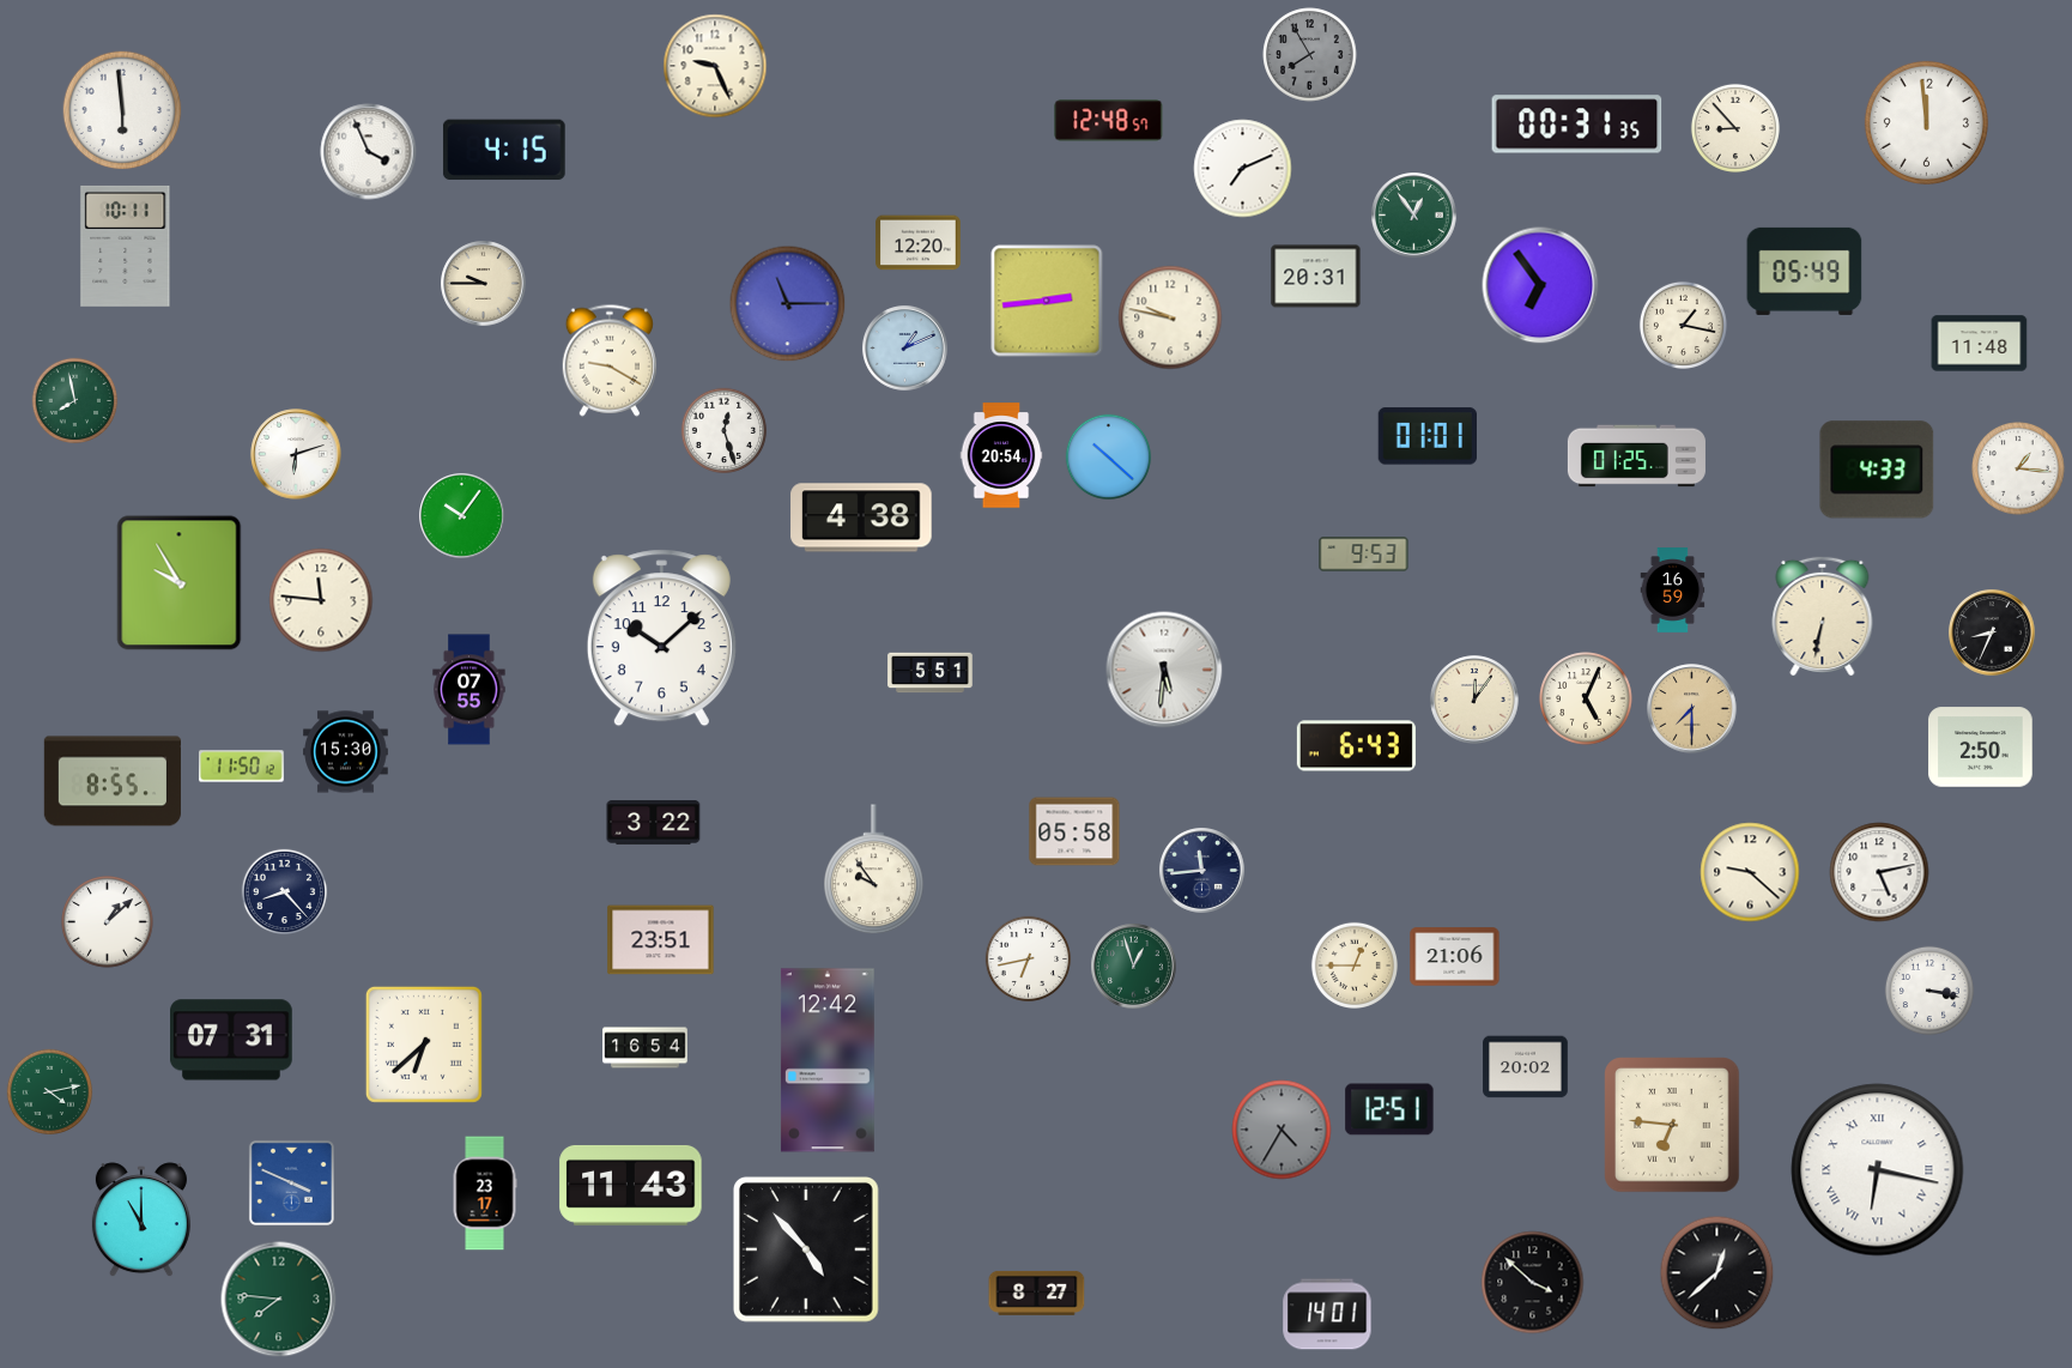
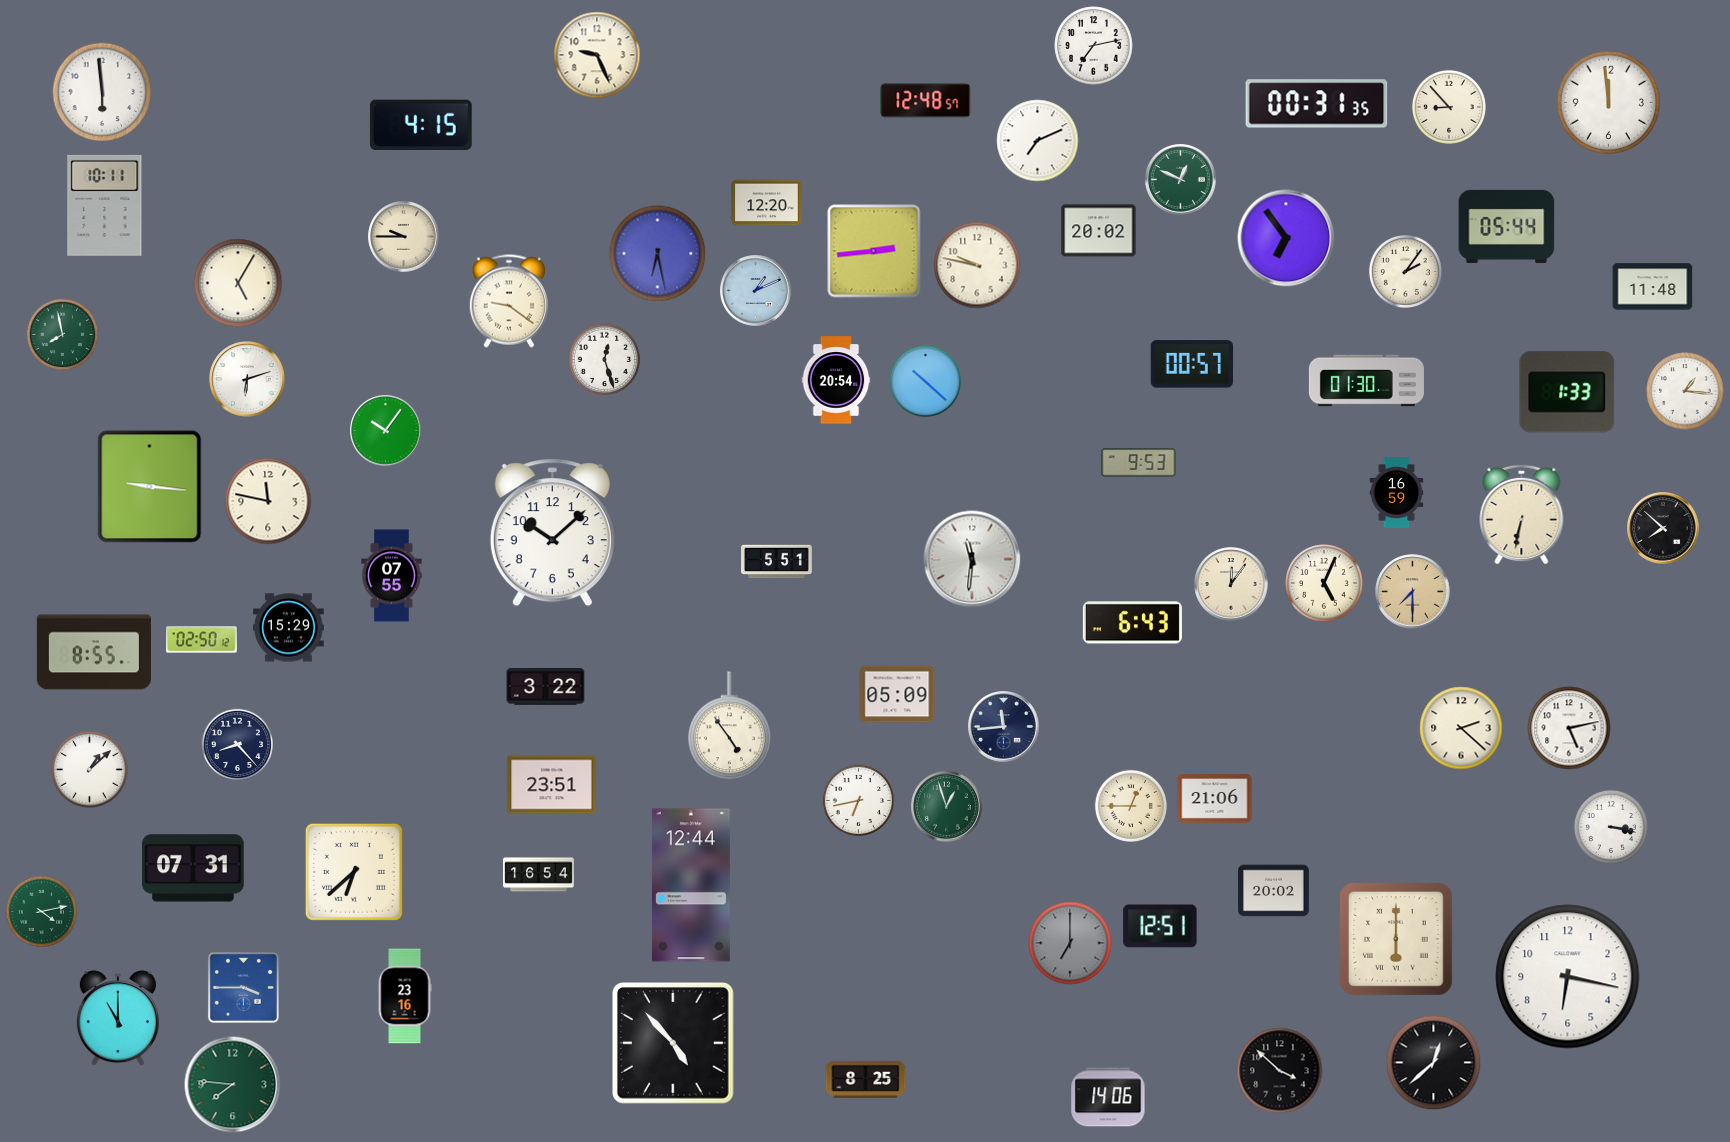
clock at (1310, 55): 7:55 -> 7:13
clock at (1310, 55) dial: grey -> white
clock at (369, 152): 3:56 -> none
clock at (1414, 216): 12:54 -> 12:49
clock at (1805, 271): 05:49 -> 05:44
clock at (1316, 277): 20:31 -> 20:02
clock at (788, 304): 11:15 -> 6:28
clock at (1683, 325): 1:17 -> 2:06
clock at (238, 283): none -> 5:05
clock at (608, 361): 9:20 -> 9:21
clock at (1426, 436): 01:01 -> 00:57
clock at (1636, 456): 01:25 -> 01:30
clock at (1877, 470): 4:33 -> 1:33
clock at (861, 517): 4:38 -> none
clock at (180, 583): 9:55 -> 9:16
clock at (321, 600): 11:46 -> 11:47
clock at (1992, 632): 8:34 -> 7:52
clock at (1164, 670): 5:31 -> 11:31
clock at (1981, 747): 2:50 -> none
clock at (346, 752): 15:30 -> 15:29
clock at (242, 767): 11:50 -> 02:50
clock at (1074, 831): 05:58 -> 05:09
clock at (874, 870): 9:54 -> 4:54
clock at (1750, 872): 9:22 -> 2:22
clock at (828, 1060): 12:42 -> 12:44
clock at (1672, 1125): 6:46 -> 6:00
clock at (1282, 1130): 4:35 -> 7:00
clock at (1878, 1170) numerals: Roman -> Arabic
clock at (291, 1182): 3:49 -> 3:45
clock at (631, 1185): 11:43 -> none
clock at (485, 1193): 23:17 -> 23:16
clock at (1037, 1293): 8:27 -> 8:25
clock at (1327, 1314): 14:01 -> 14:06
